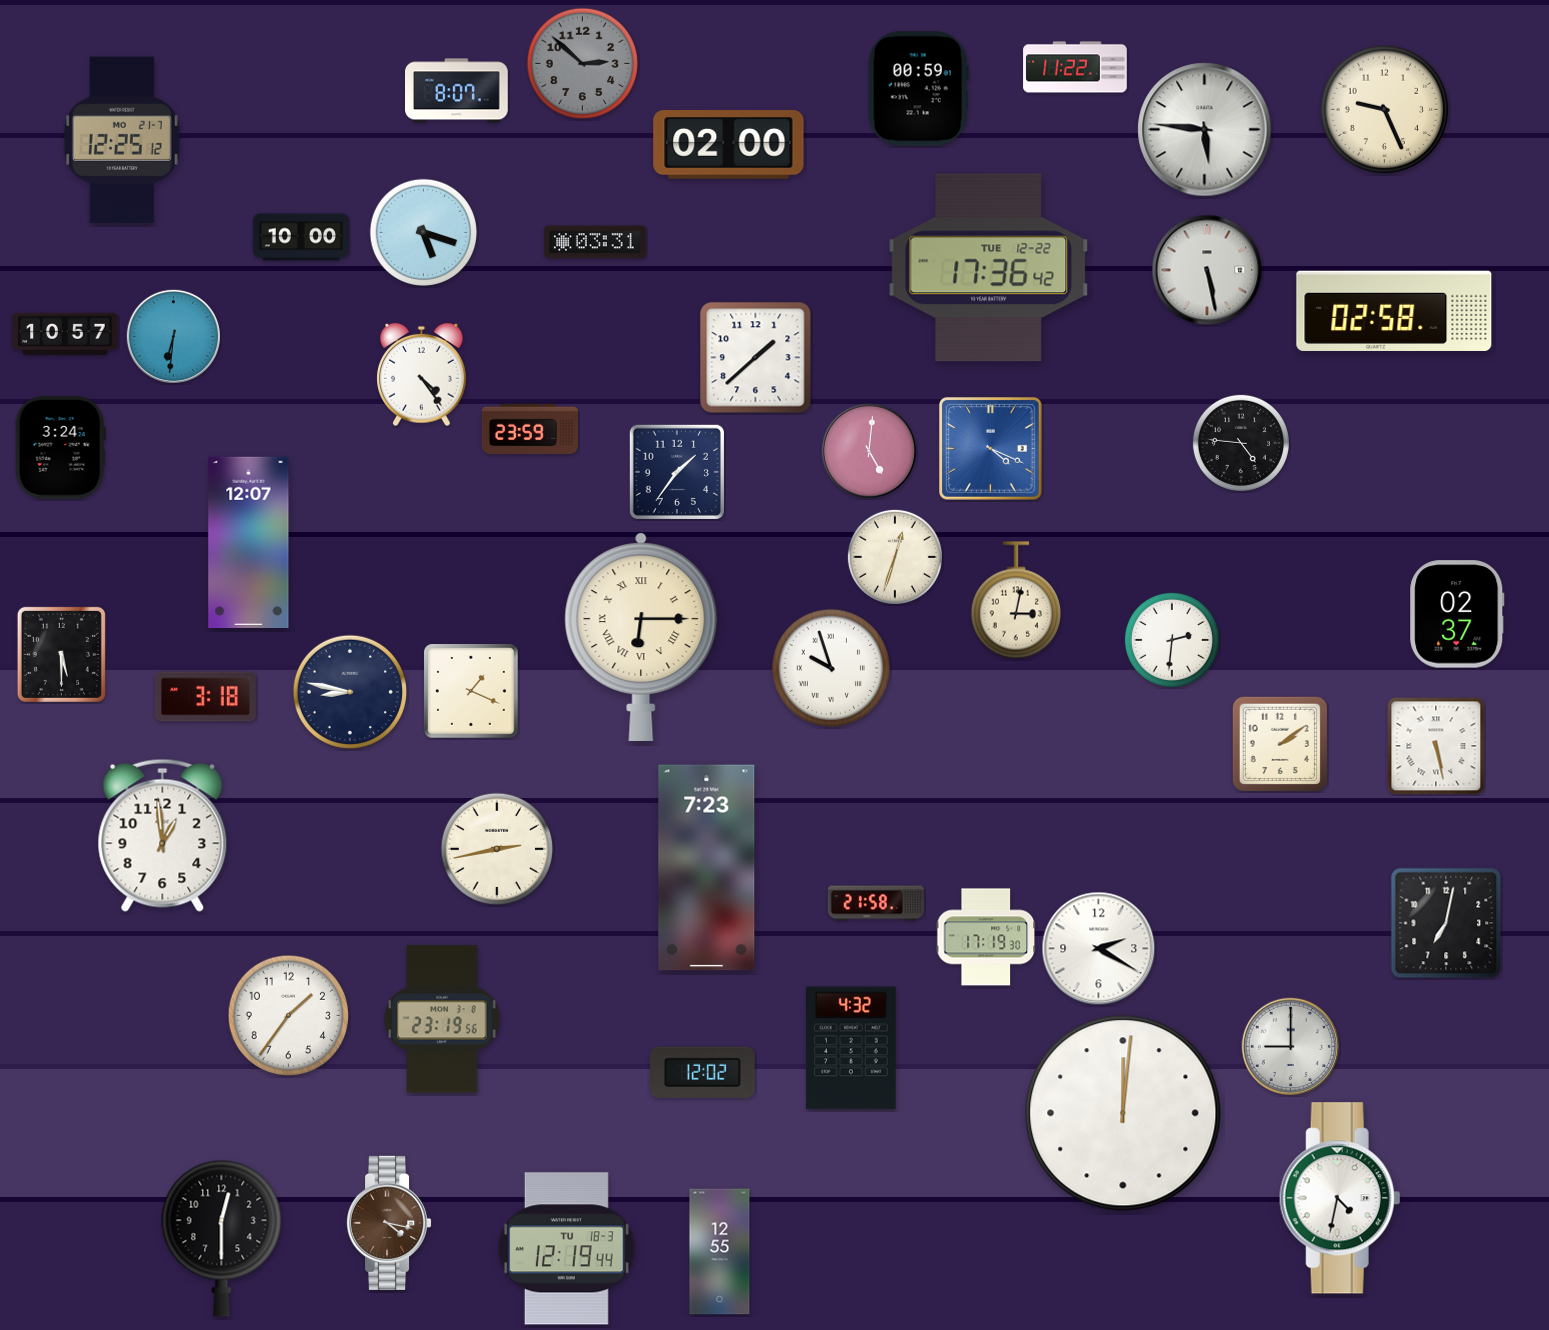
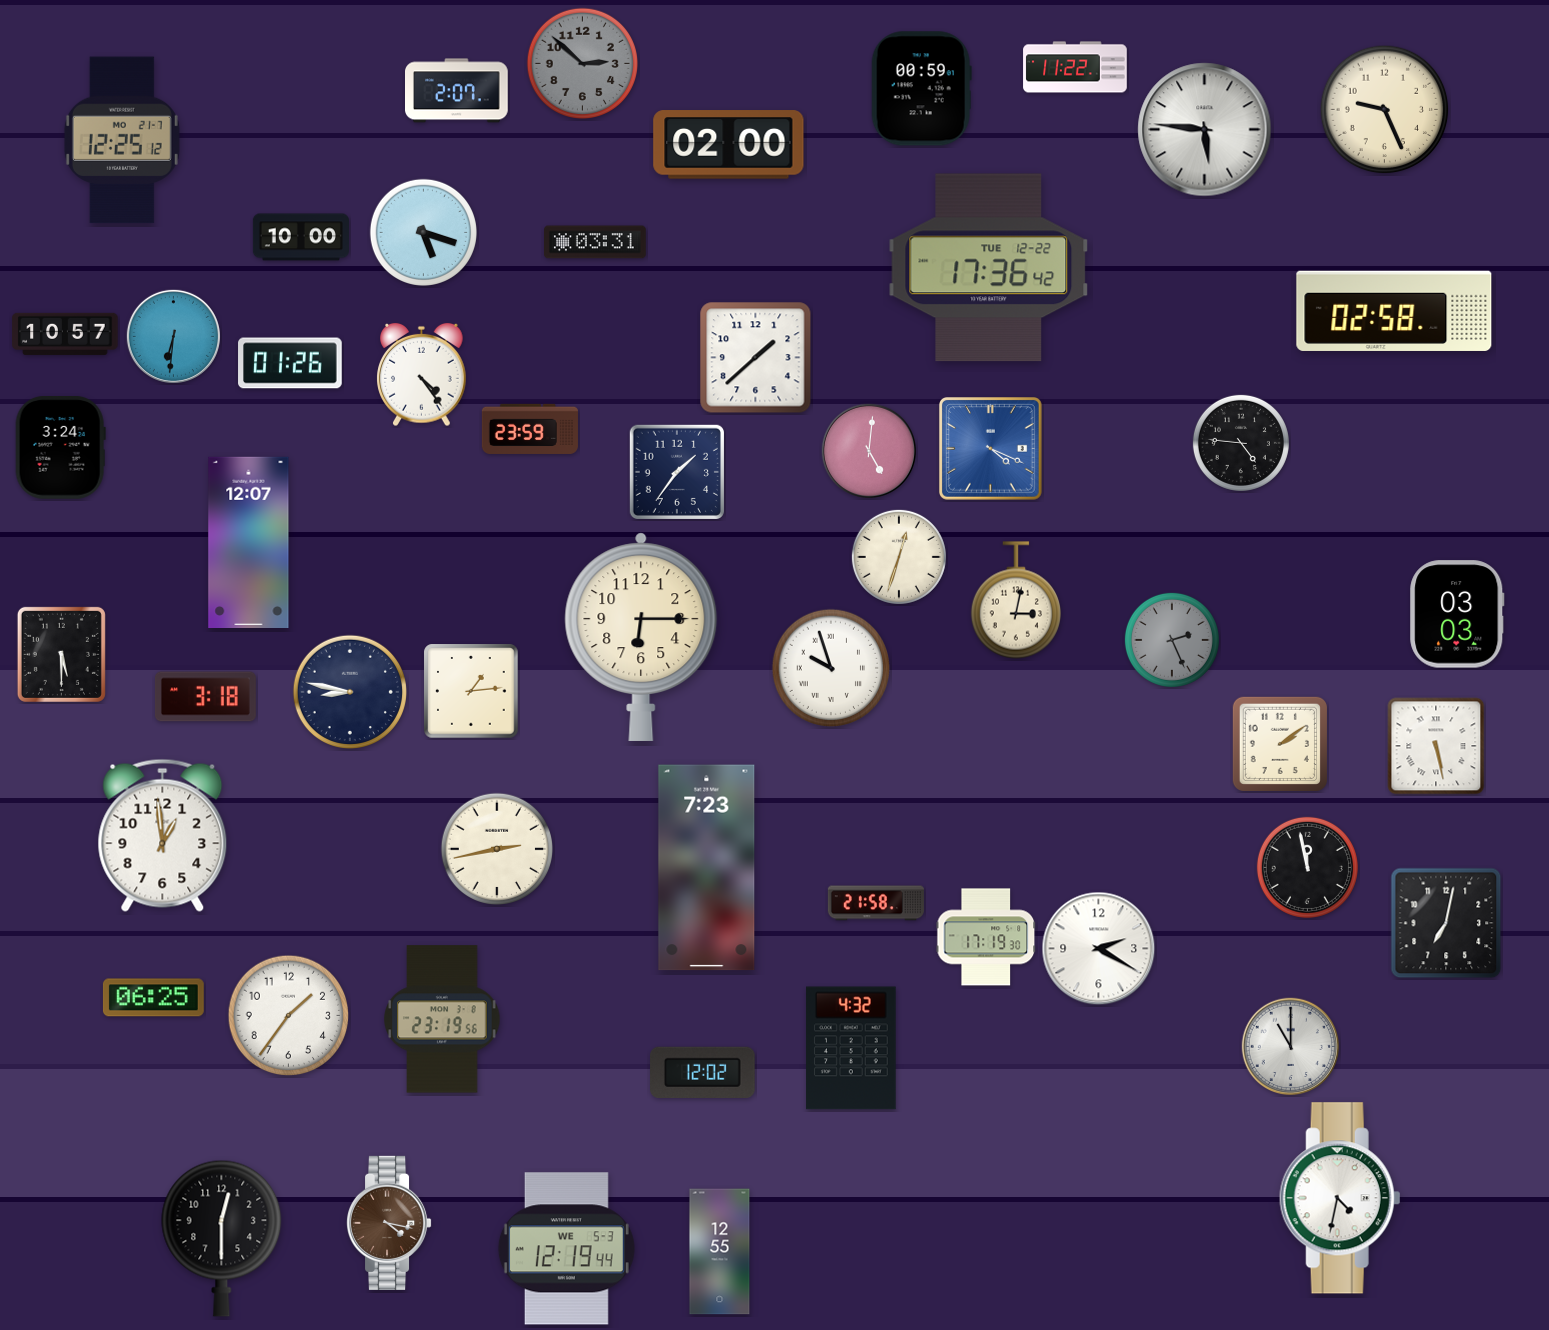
clock at (918, 89) position: (918, 89) -> (921, 89)
clock at (457, 91): 8:07 -> 2:07
clock at (1207, 270): 5:28 -> none
clock at (290, 363): none -> 01:26
clock at (895, 557) position: (895, 557) -> (899, 557)
clock at (1457, 614): 02:37 -> 03:03
clock at (641, 637) numerals: Roman -> Arabic
clock at (1172, 640): 2:31 -> 2:26
clock at (1172, 640) dial: white -> grey
clock at (471, 691): 1:19 -> 1:14
clock at (1307, 867): none -> 11:58
clock at (153, 998): none -> 06:25
clock at (1291, 1047): 9:00 -> 11:00
clock at (1123, 1113): 12:01 -> none
clock at (566, 1249) date: TU 18-3 -> WE 5-3
